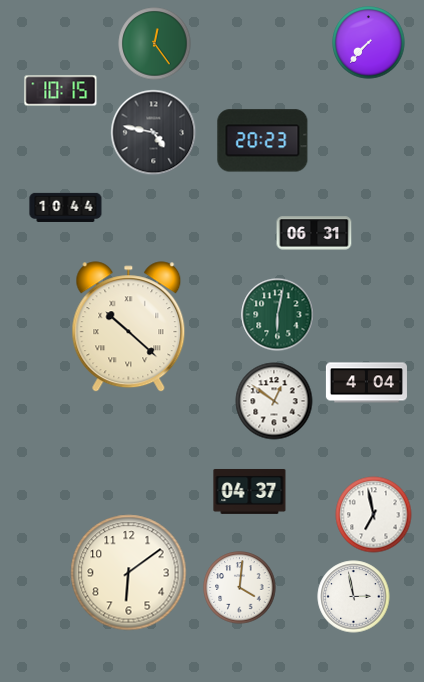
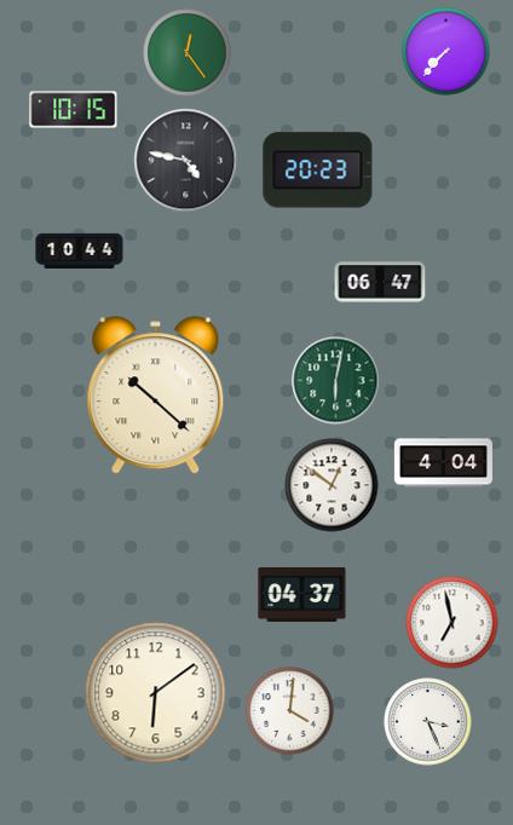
clock at (314, 233): 06:31 -> 06:47
clock at (354, 597): 2:58 -> 3:26
